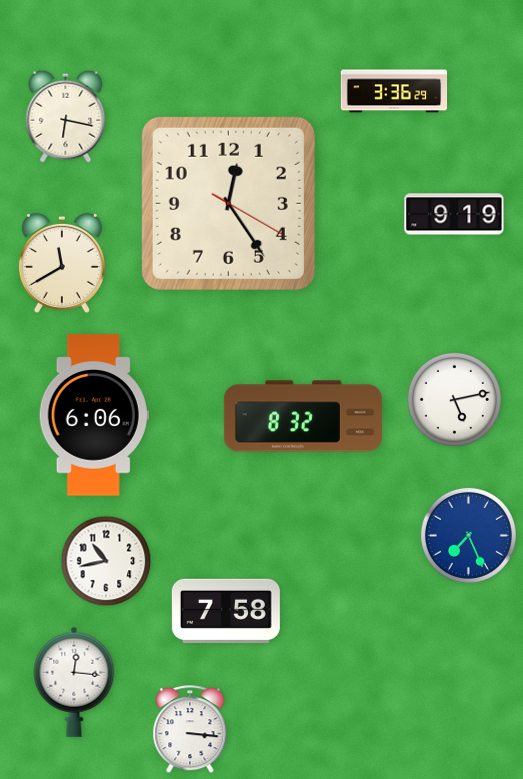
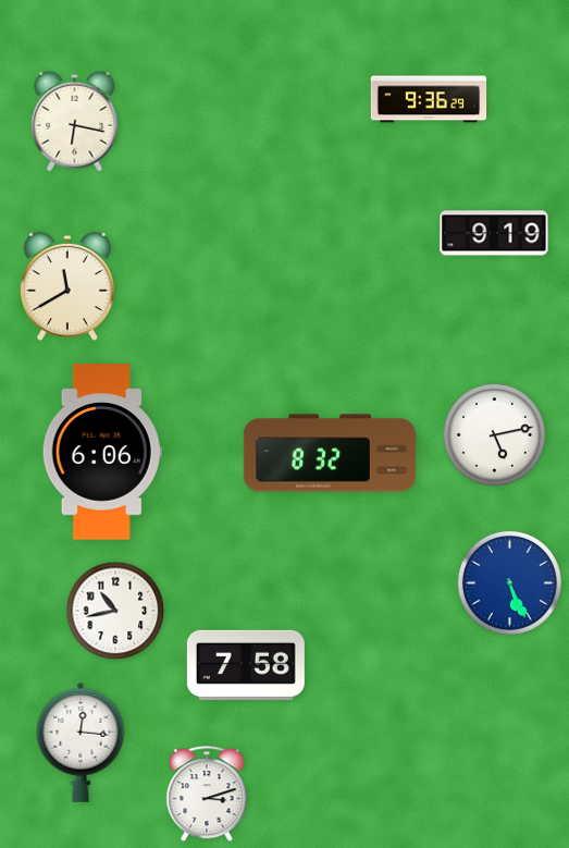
clock at (394, 91): 3:36 -> 9:36
clock at (66, 116) position: (66, 116) -> (75, 121)
clock at (228, 203): 12:24 -> none
clock at (468, 535): 7:26 -> 5:26
clock at (190, 730): 3:16 -> 3:12
